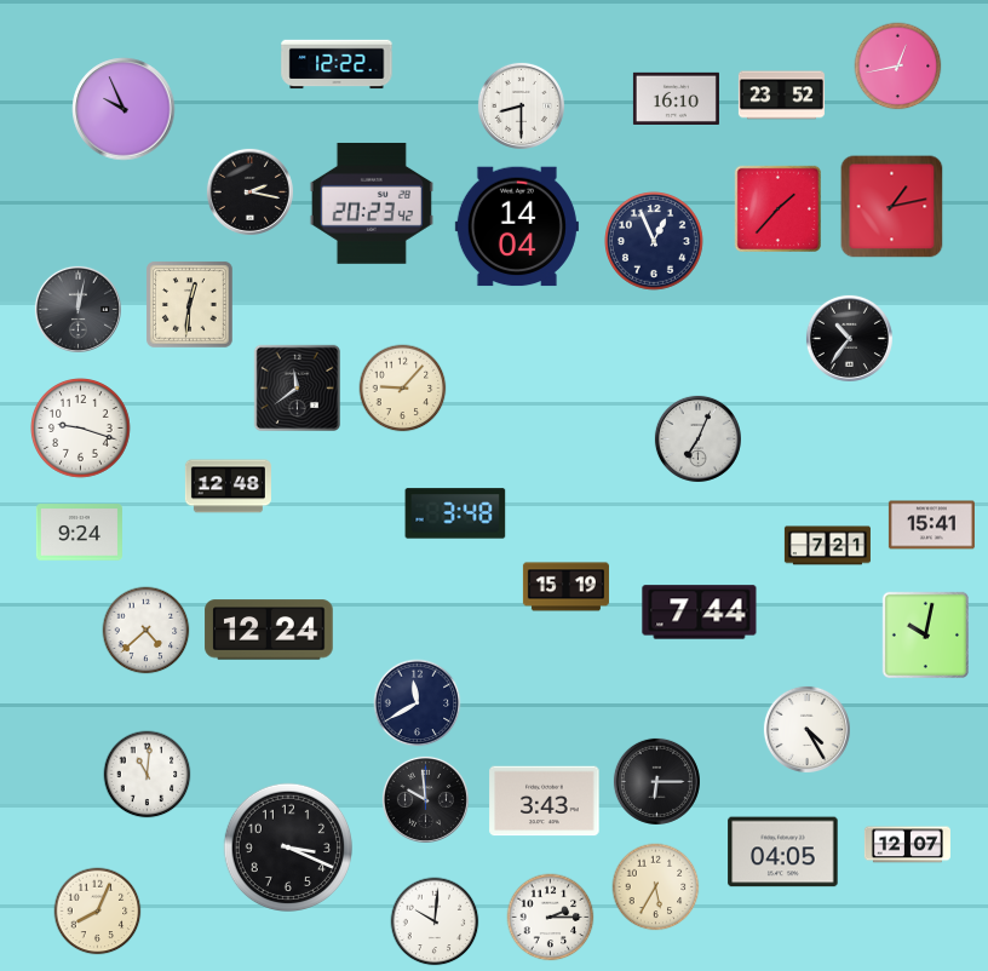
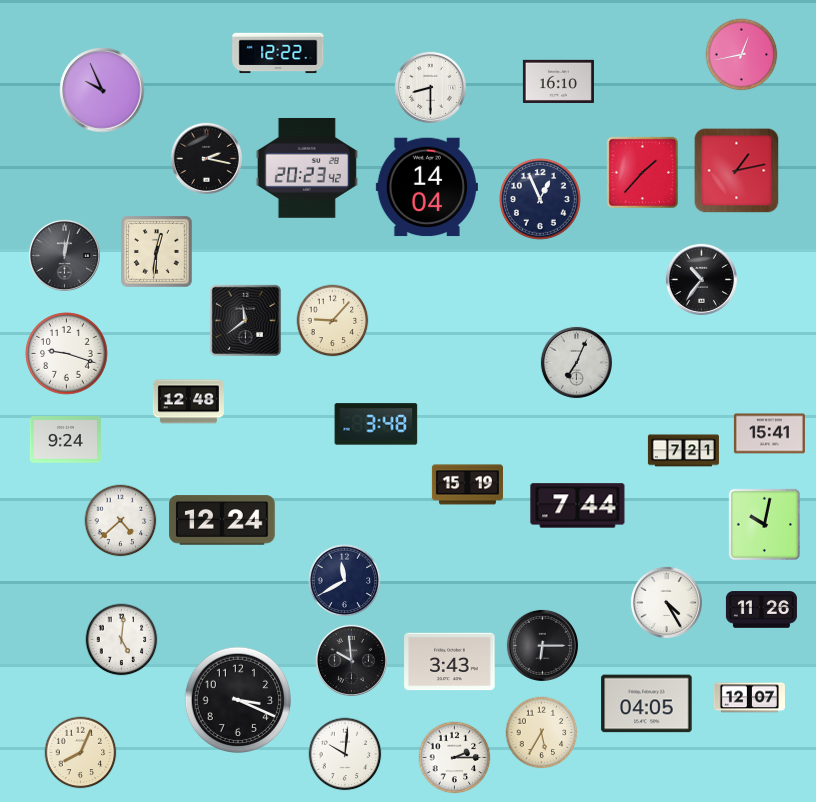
clock at (781, 96): 23:52 -> none
clock at (761, 610): none -> 11:26
clock at (148, 775): 11:01 -> 5:01
clock at (435, 921) position: (435, 921) -> (345, 754)
